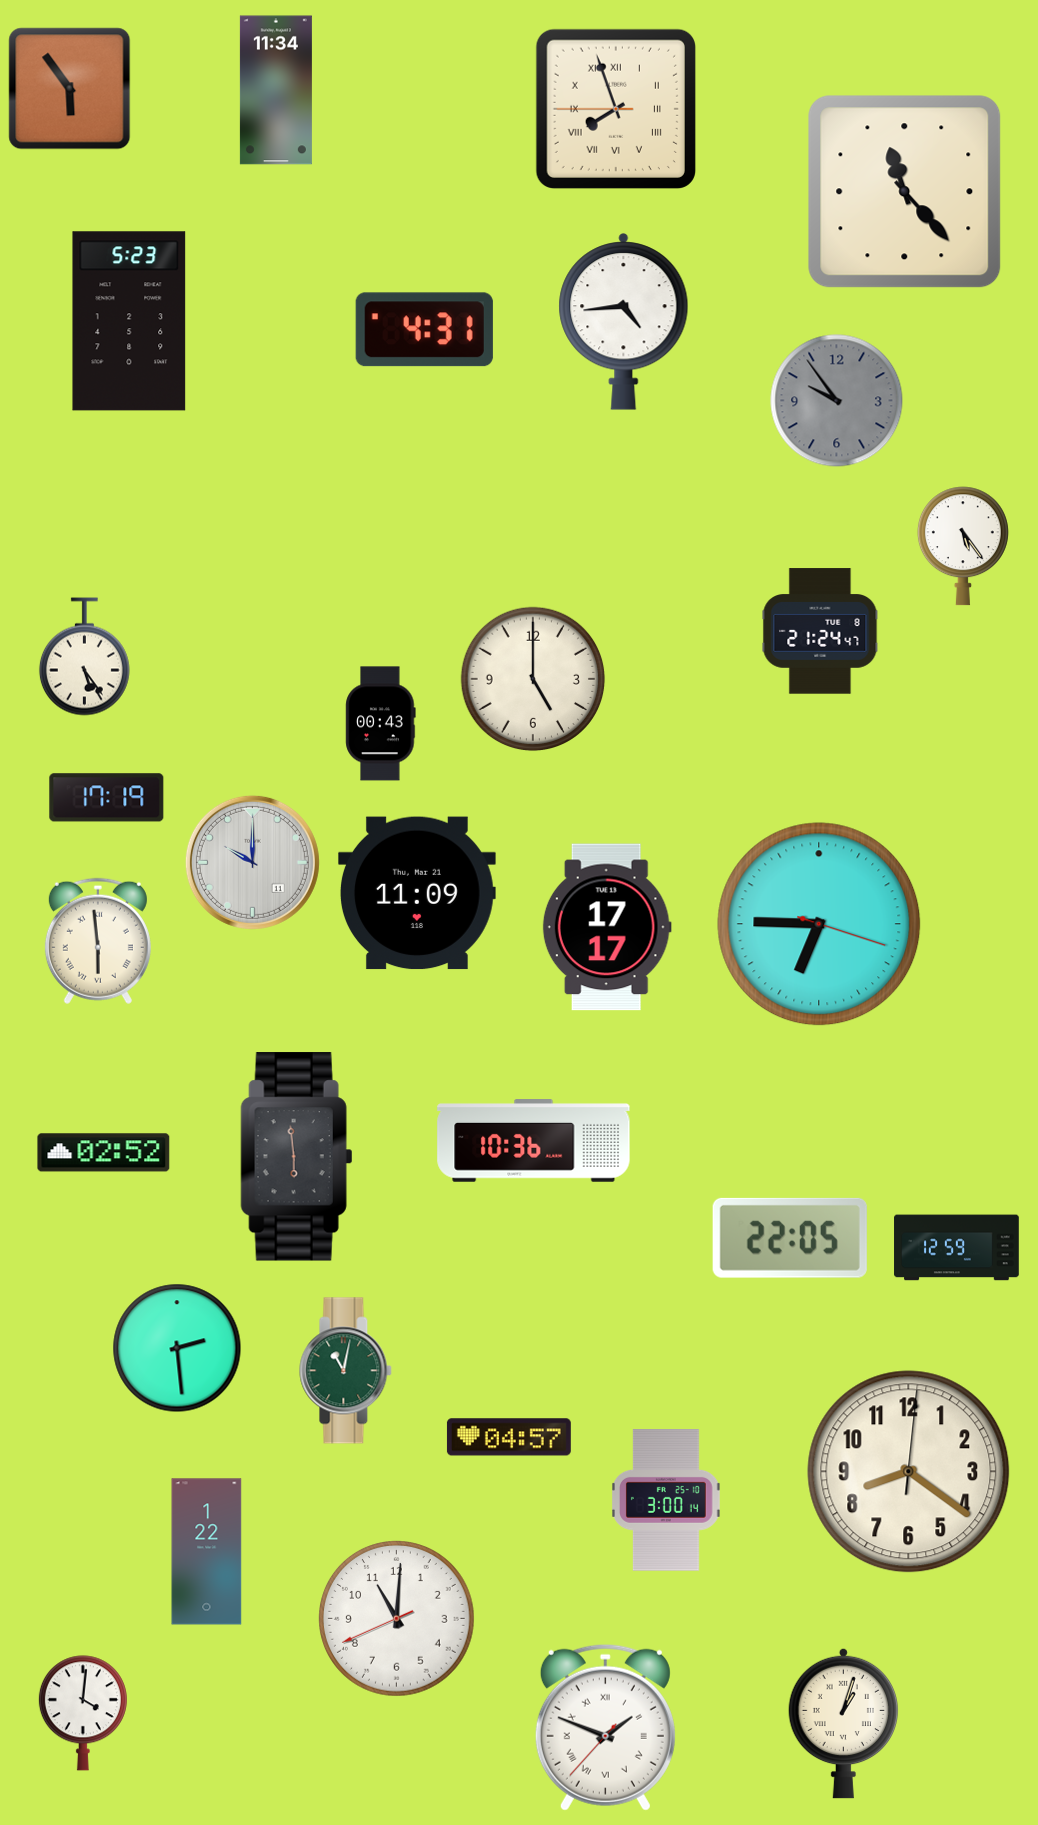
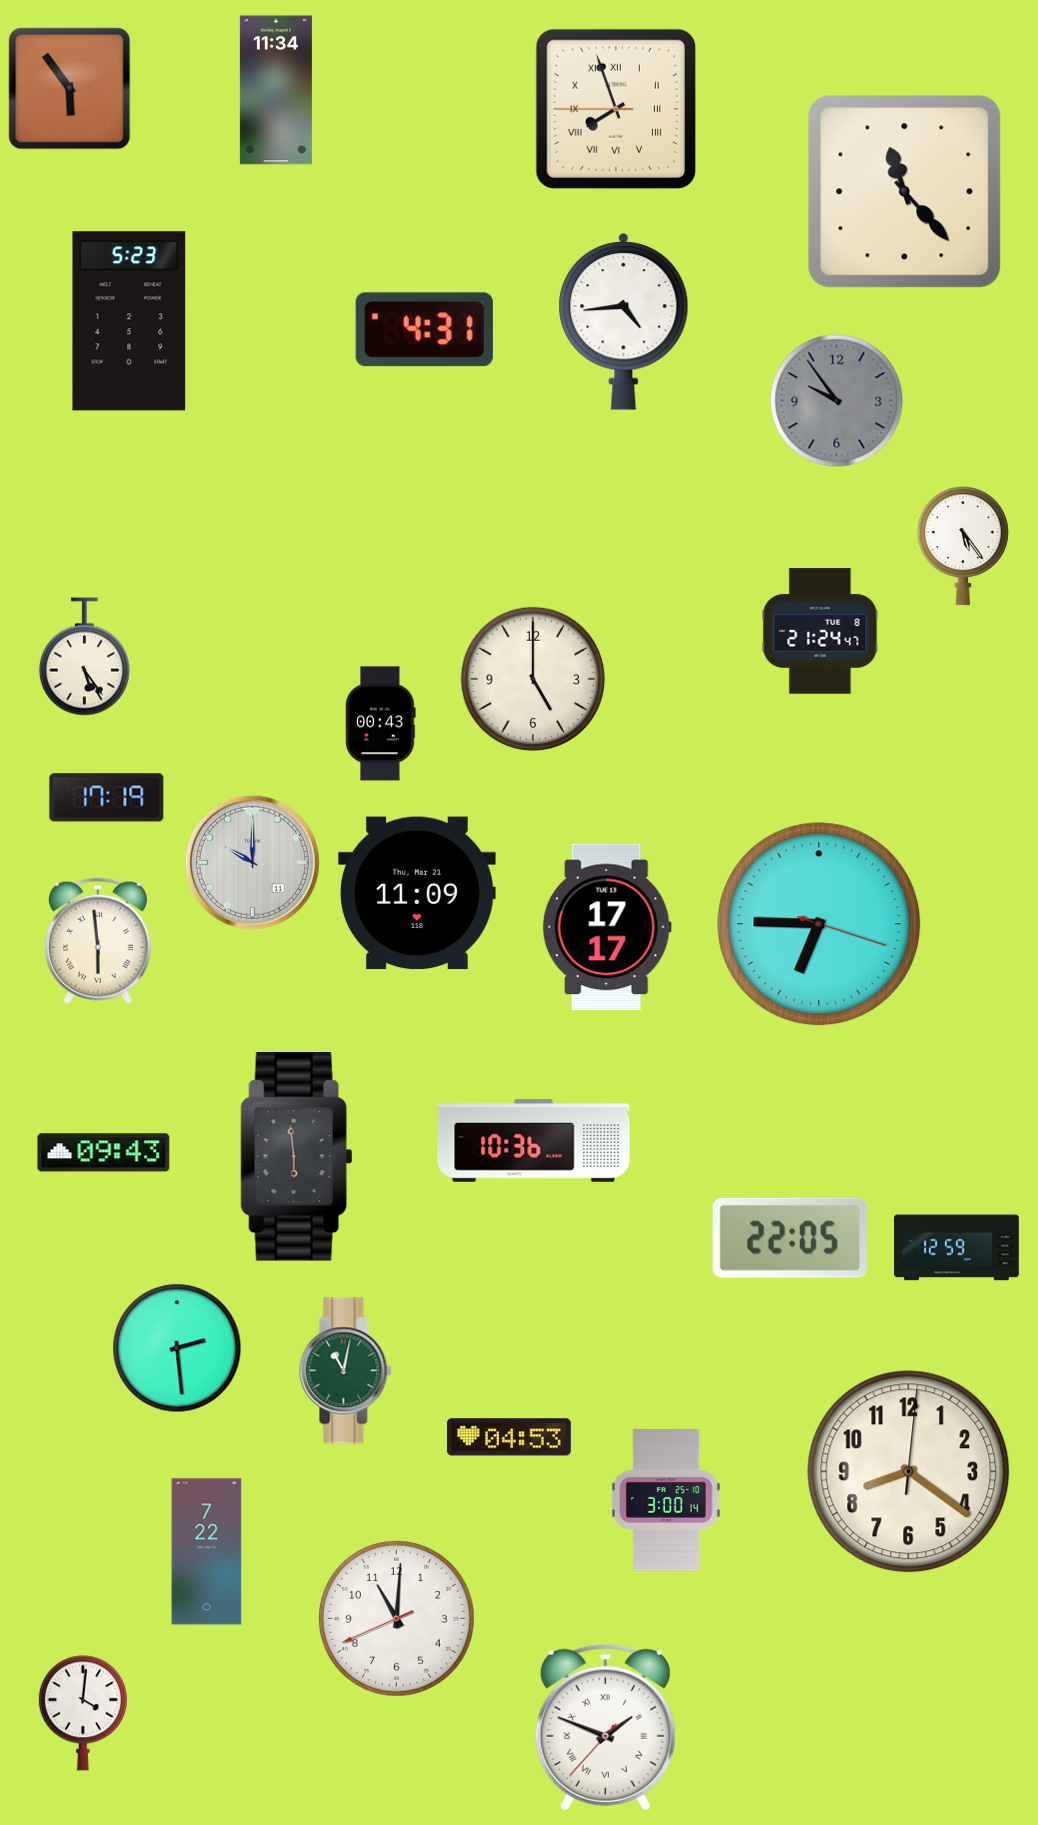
clock at (104, 1153): 02:52 -> 09:43
clock at (509, 1437): 04:57 -> 04:53
clock at (207, 1552): 1:22 -> 7:22
clock at (844, 1723): 1:03 -> none
